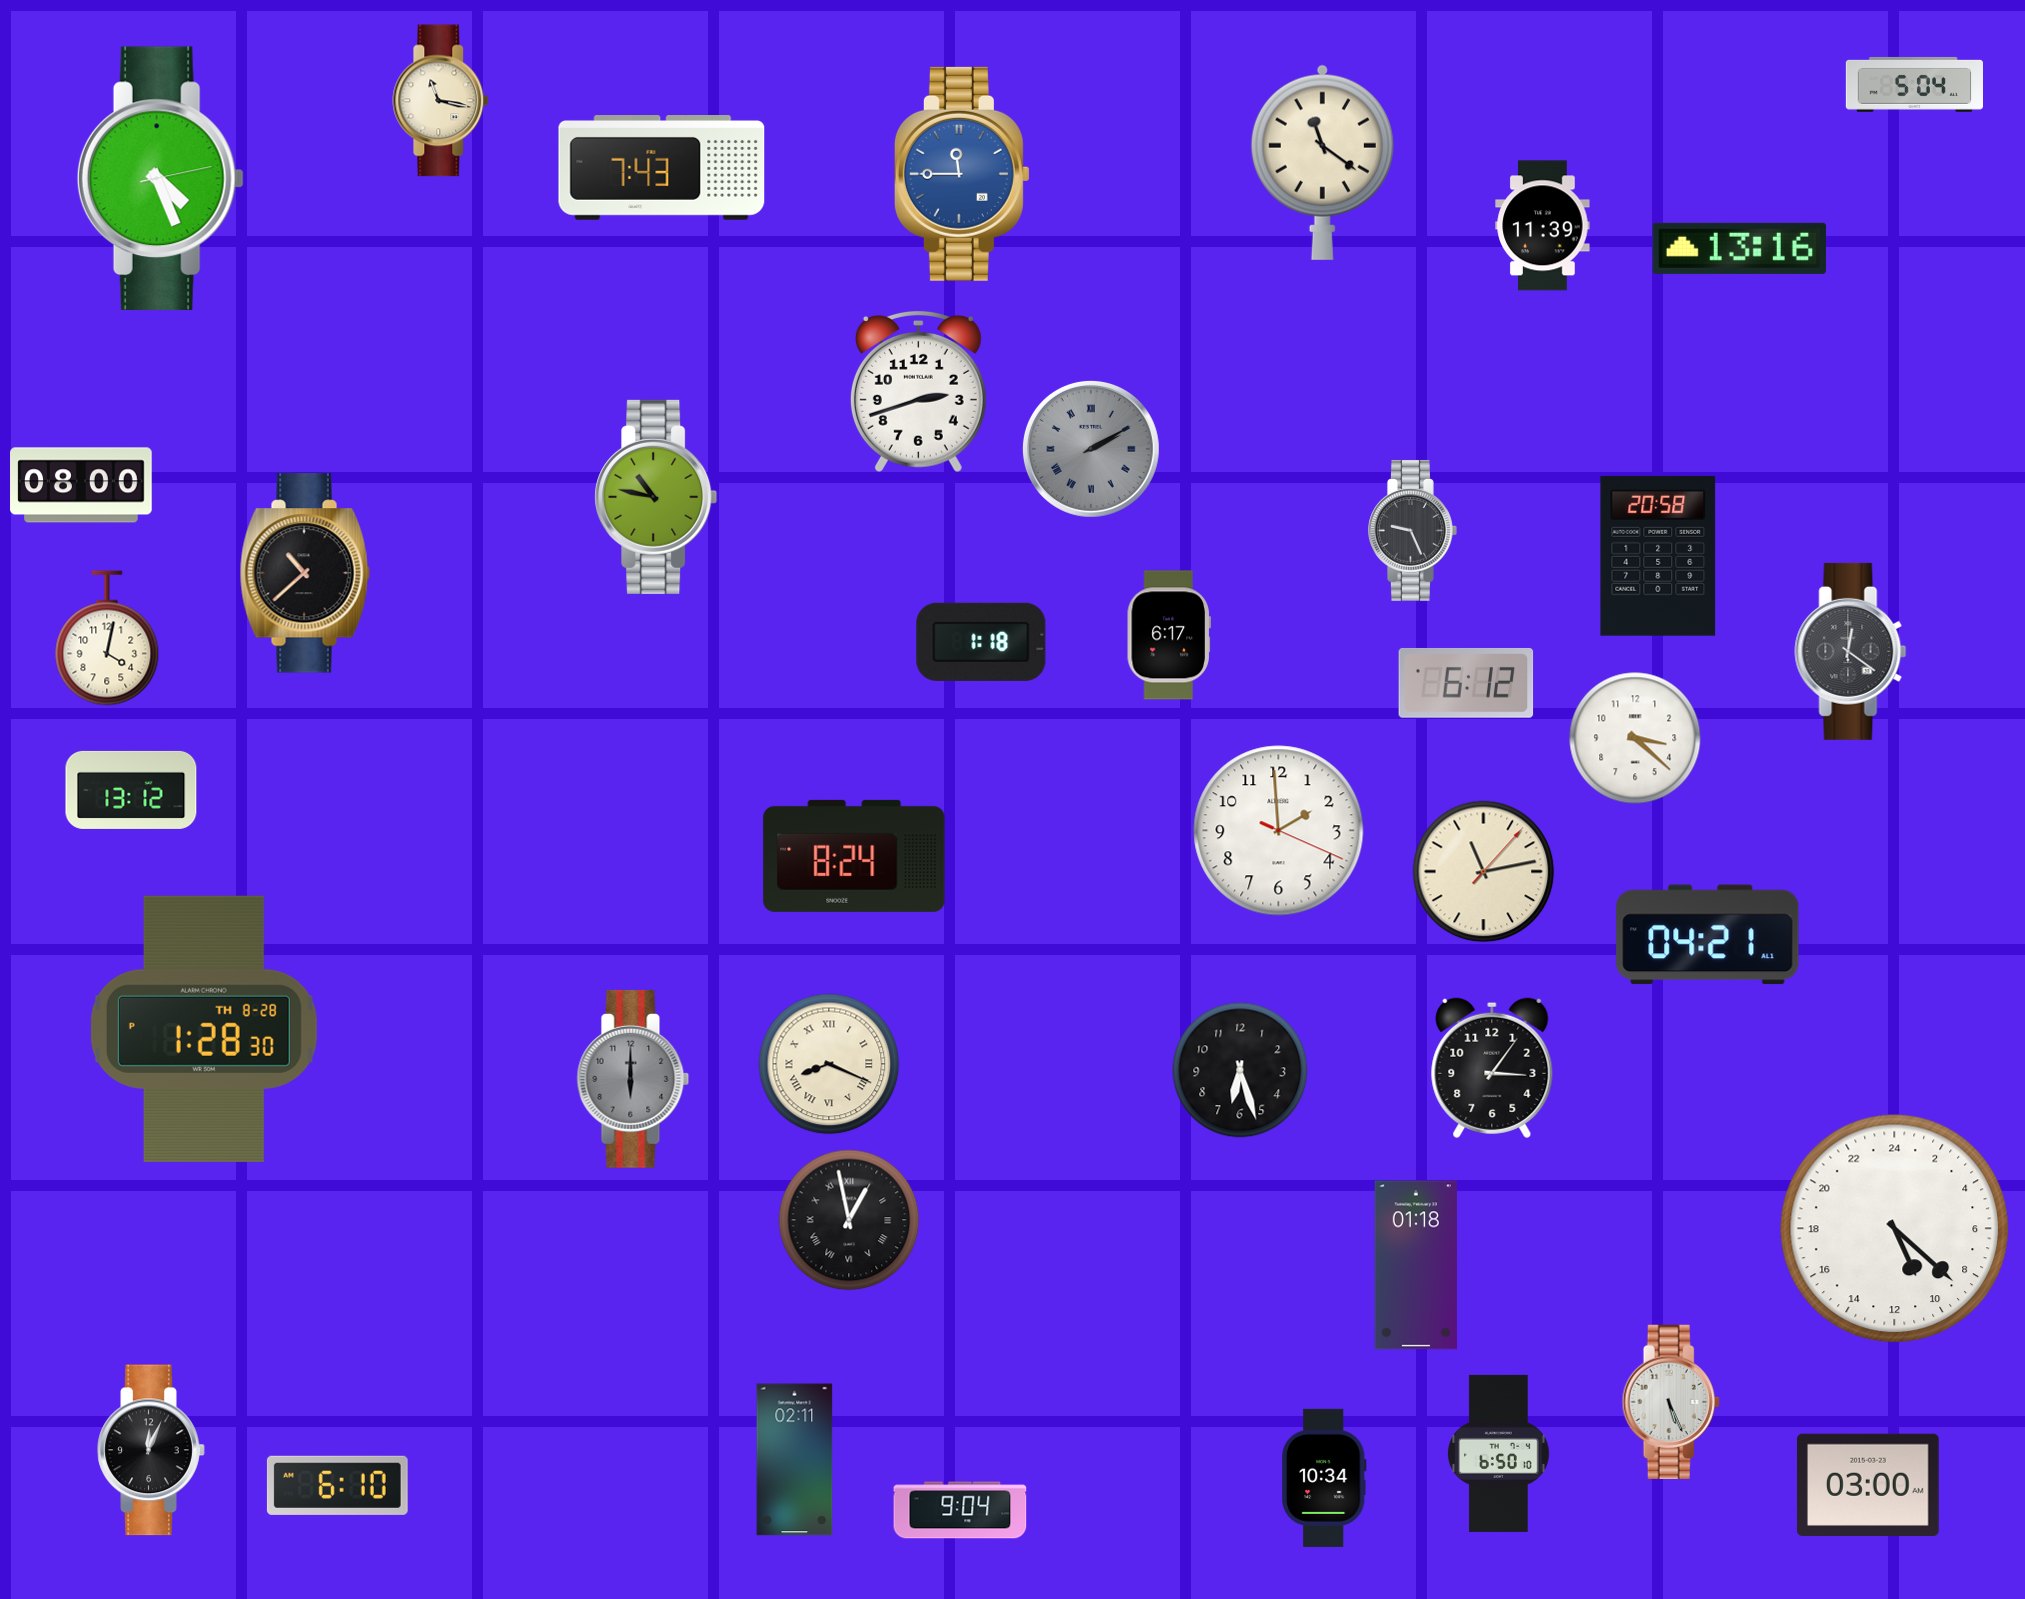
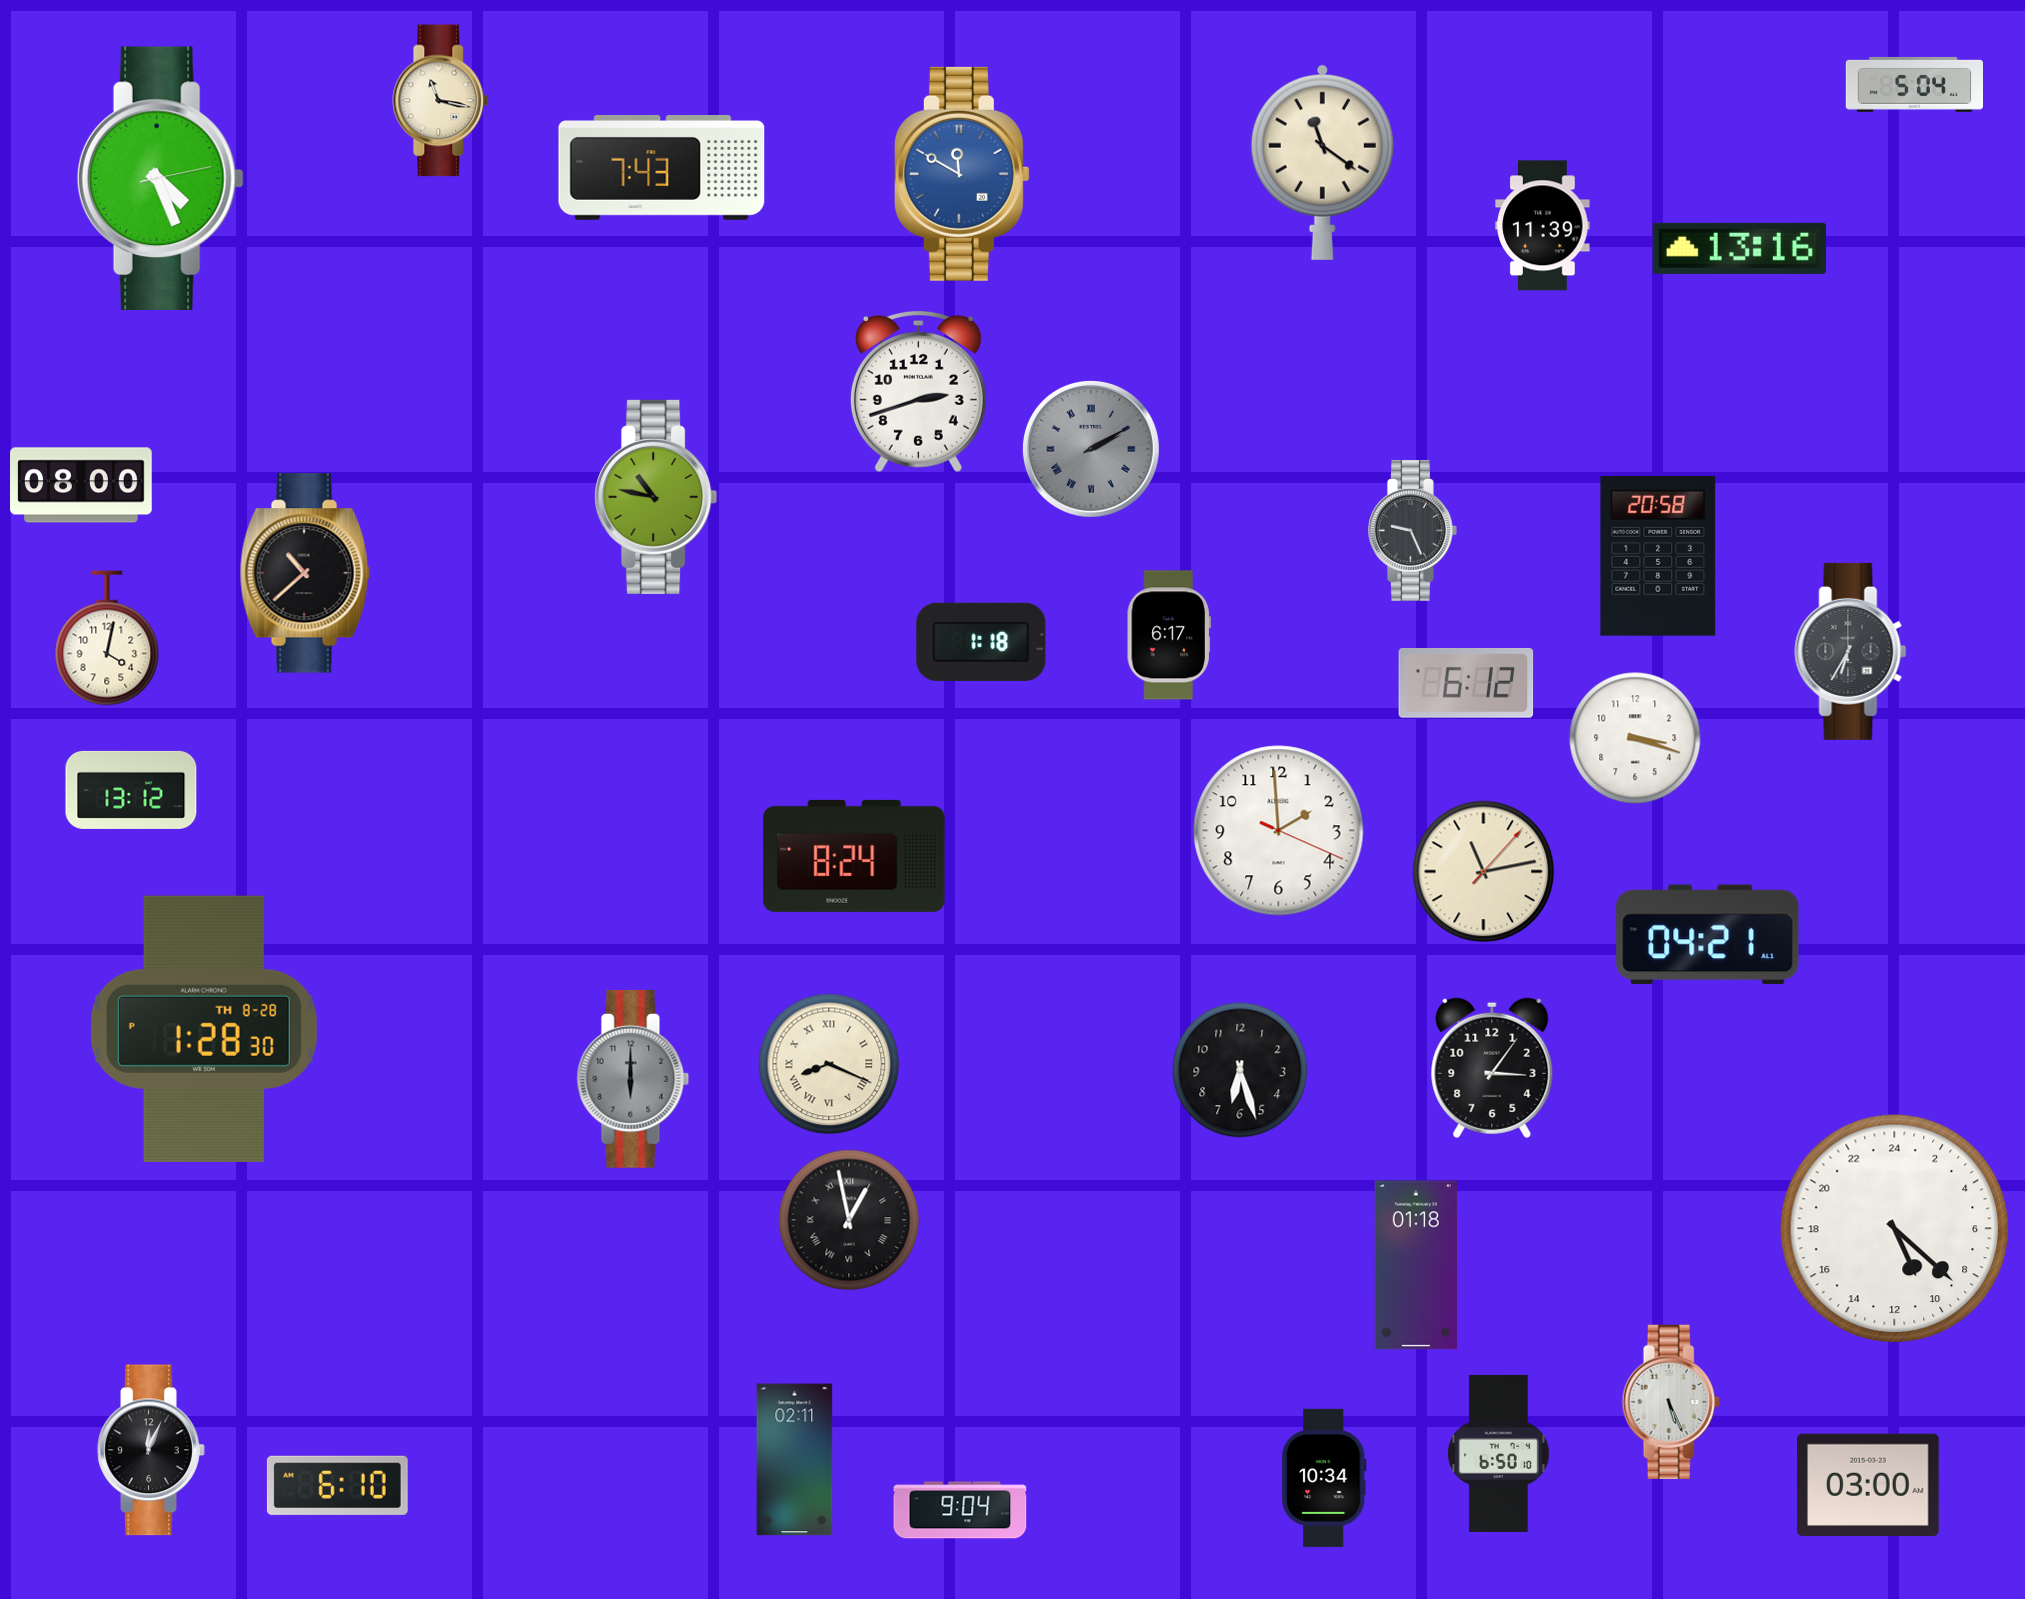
clock at (962, 174): 11:45 -> 11:50
clock at (1851, 651): 12:21 -> 6:35
clock at (1635, 738): 3:22 -> 3:18
